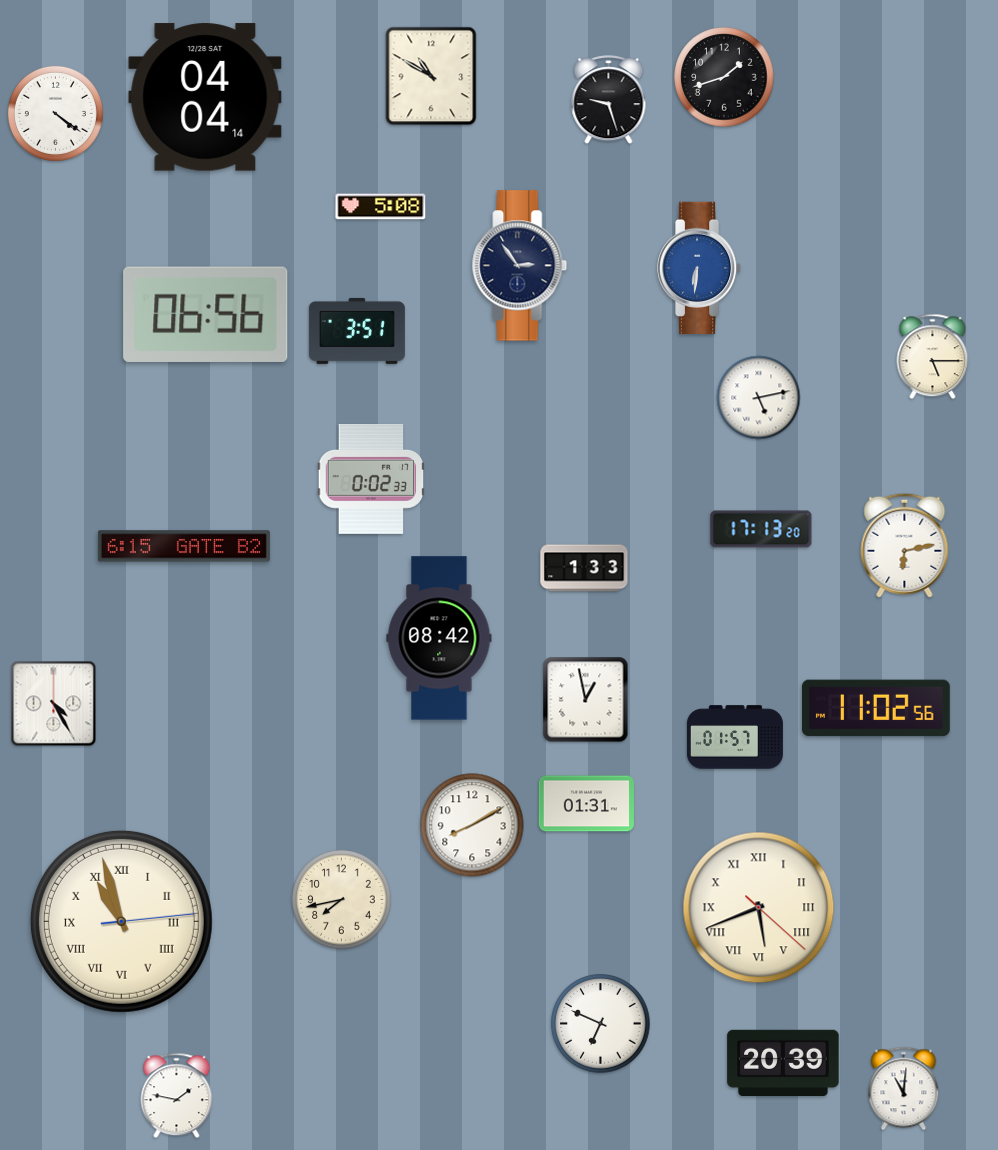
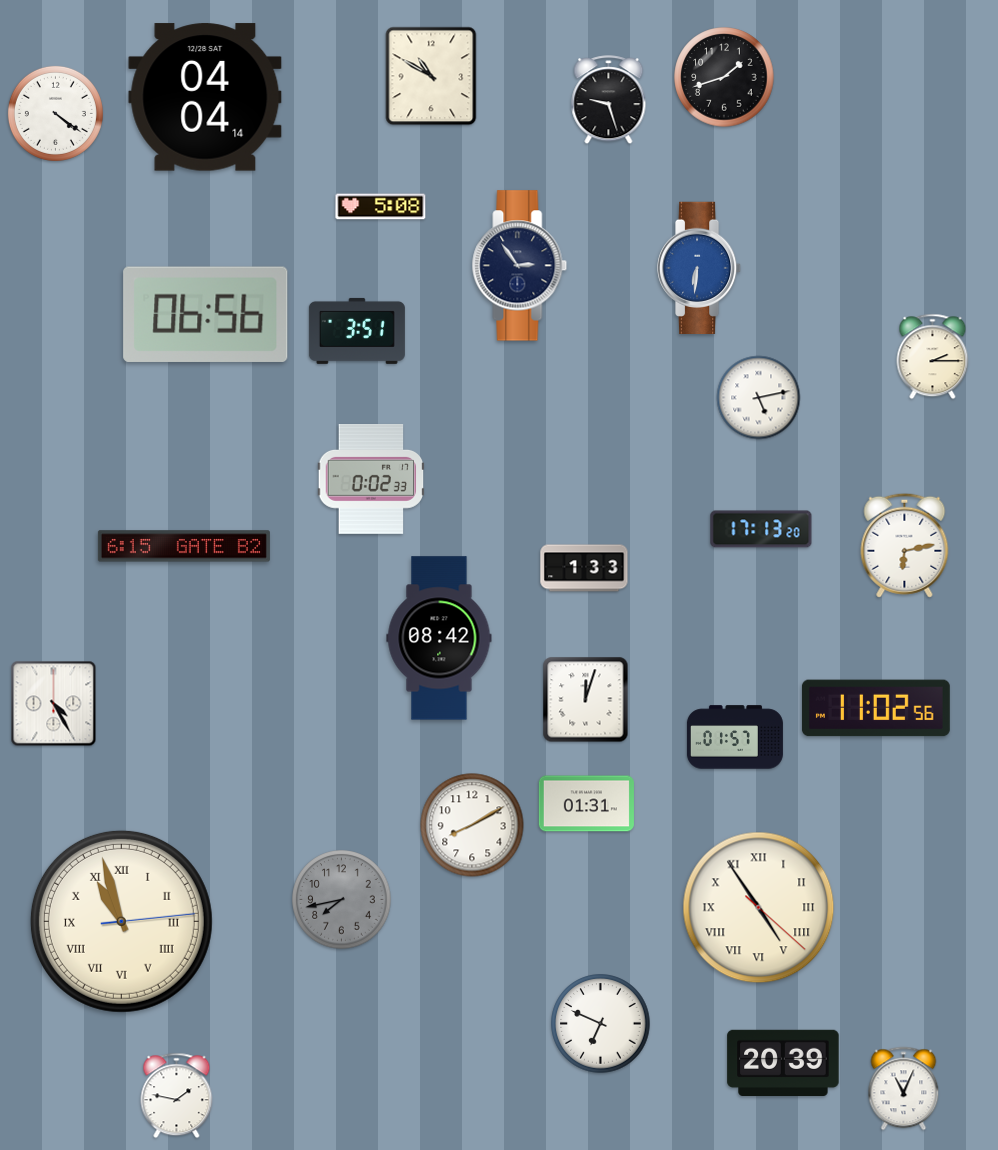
clock at (933, 357): 5:15 -> 2:15
clock at (586, 700): 12:58 -> 12:03
clock at (342, 900) dial: cream -> grey
clock at (759, 908): 5:41 -> 4:54
clock at (904, 1089): 11:01 -> 11:04
